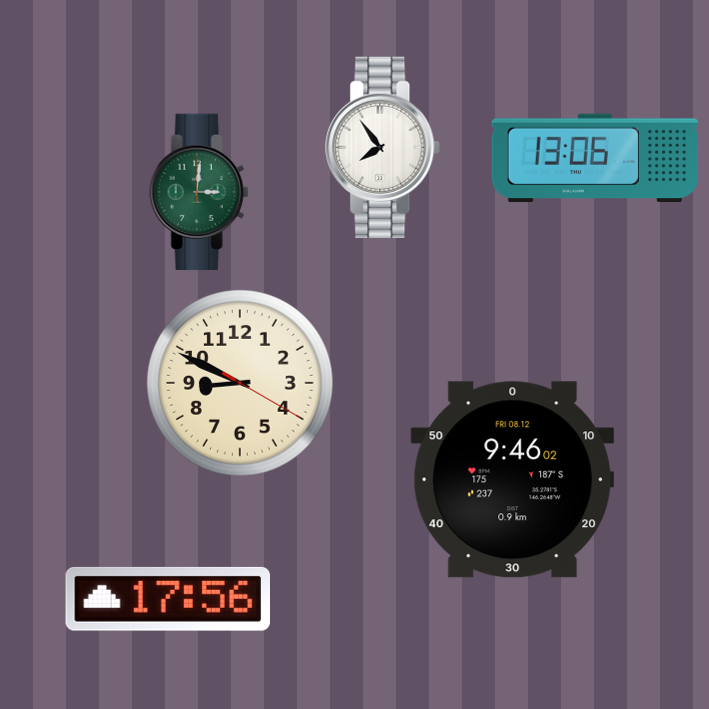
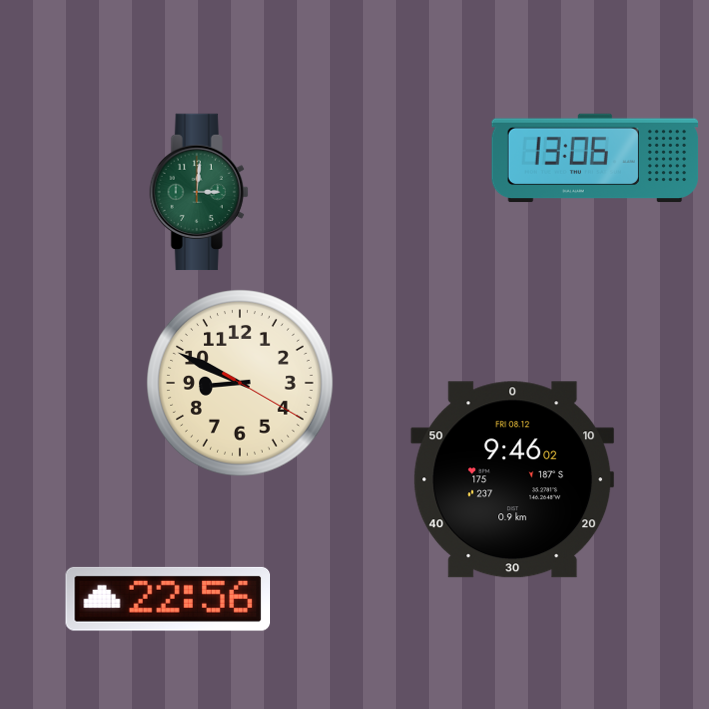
clock at (383, 147): 7:54 -> none
clock at (167, 599): 17:56 -> 22:56
